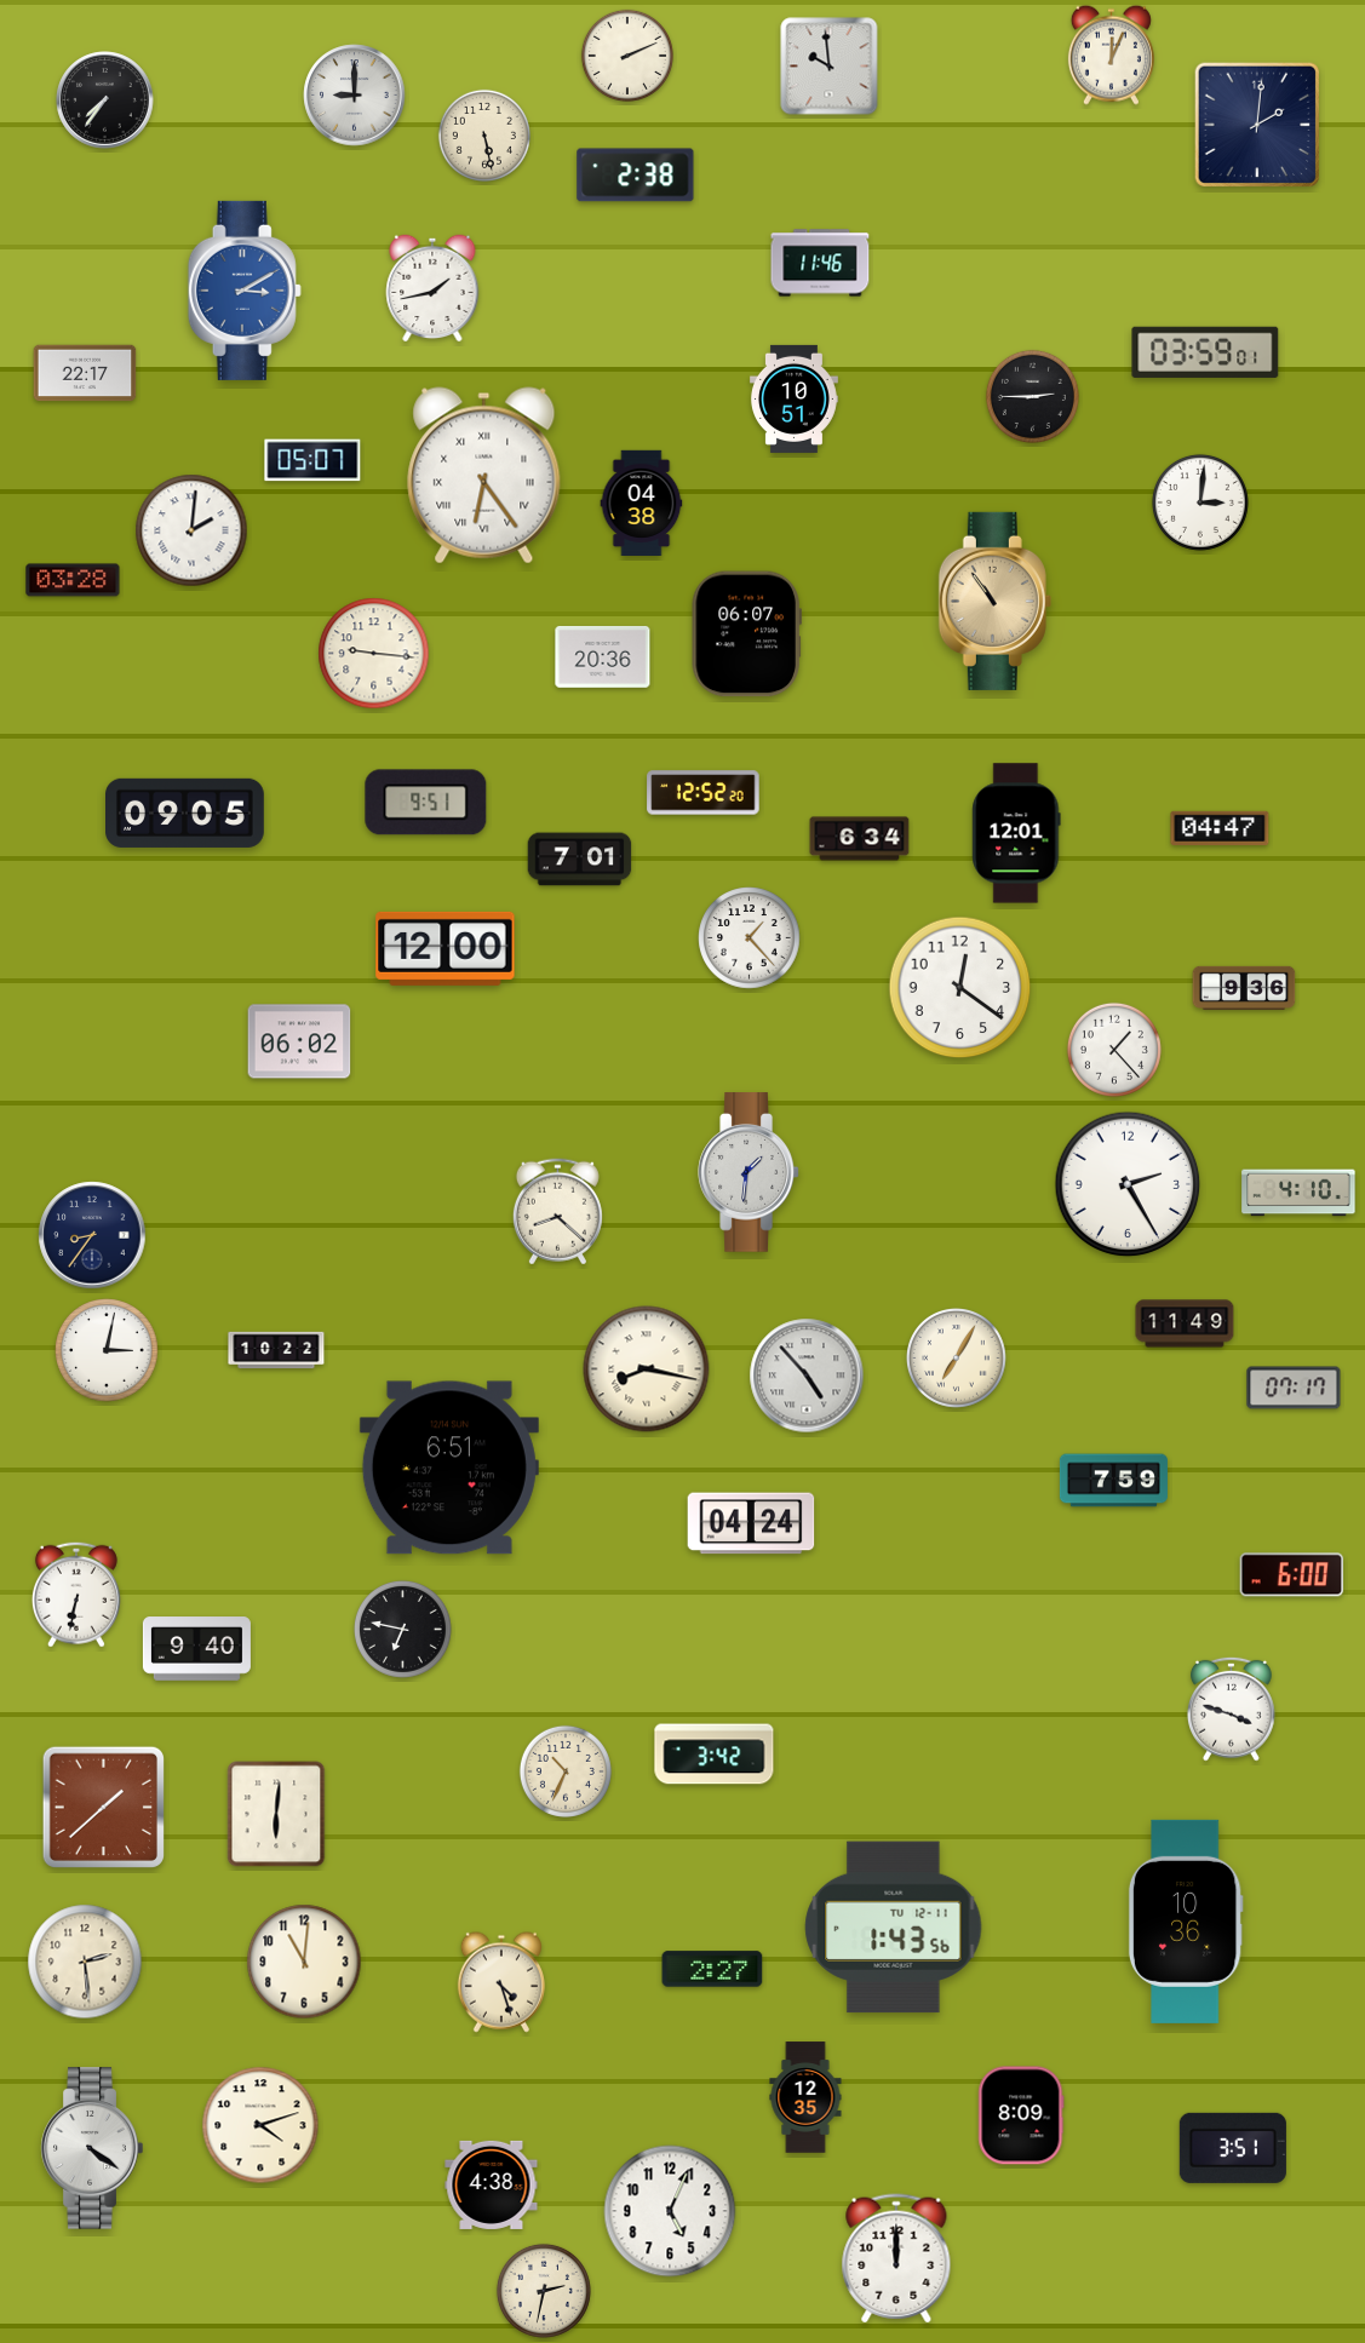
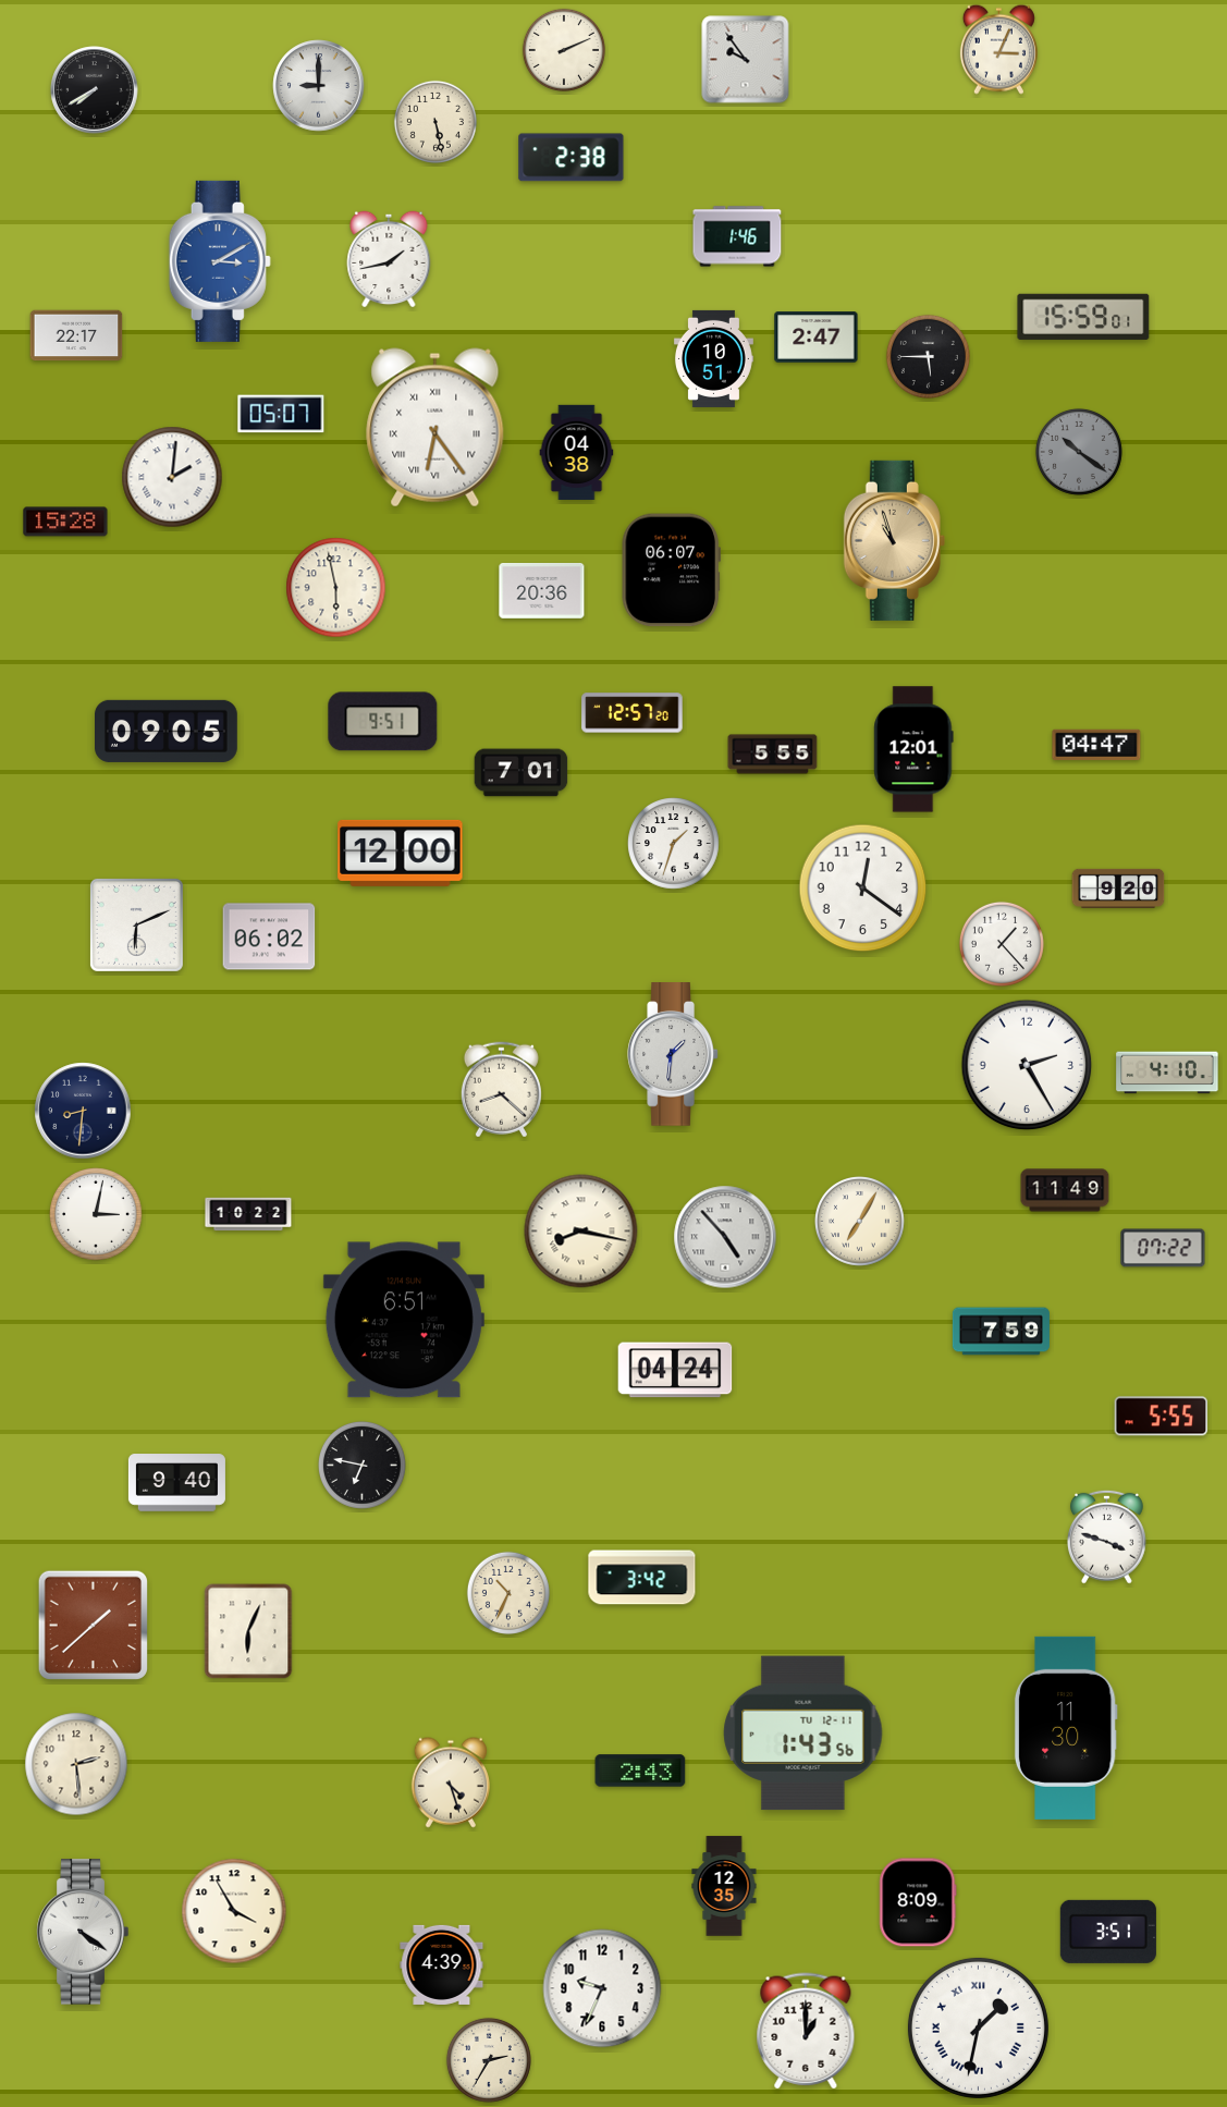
clock at (1111, 54): 12:04 -> 3:04
clock at (830, 67): 9:59 -> 9:54
clock at (105, 101): 7:36 -> 7:40
clock at (1257, 125): 2:01 -> none
clock at (820, 263): 11:46 -> 1:46
clock at (1205, 352): 03:59 -> 15:59
clock at (817, 338): none -> 2:47
clock at (1032, 396): 2:45 -> 5:45
clock at (1200, 503): 3:01 -> 10:21
clock at (1200, 503) dial: white -> grey
clock at (73, 580): 03:28 -> 15:28
clock at (994, 601): 10:54 -> 10:57
clock at (374, 654): 9:16 -> 5:58
clock at (704, 793): 12:52 -> 12:57
clock at (860, 839): 6:34 -> 5:55
clock at (750, 938): 1:23 -> 1:33
clock at (1244, 988): 9:36 -> 9:20
clock at (136, 924): none -> 6:11
clock at (1128, 1184) position: (1128, 1184) -> (1027, 1065)
clock at (92, 1235): 8:36 -> 8:31
clock at (1294, 1388): 07:17 -> 07:22
clock at (1292, 1575): 6:00 -> 5:55
clock at (76, 1595): 6:32 -> none
clock at (276, 1814): 6:01 -> 6:04
clock at (1186, 1922): 10:36 -> 11:30
clock at (304, 1962): 11:01 -> none
clock at (712, 1969): 2:27 -> 2:43
clock at (260, 2125): 4:12 -> 3:55
clock at (492, 2184): 4:38 -> 4:39
clock at (670, 2211): 5:04 -> 9:34
clock at (978, 2028): none -> 1:32
clock at (896, 2258): 12:00 -> 1:00
clock at (544, 2291): 2:32 -> 2:35
